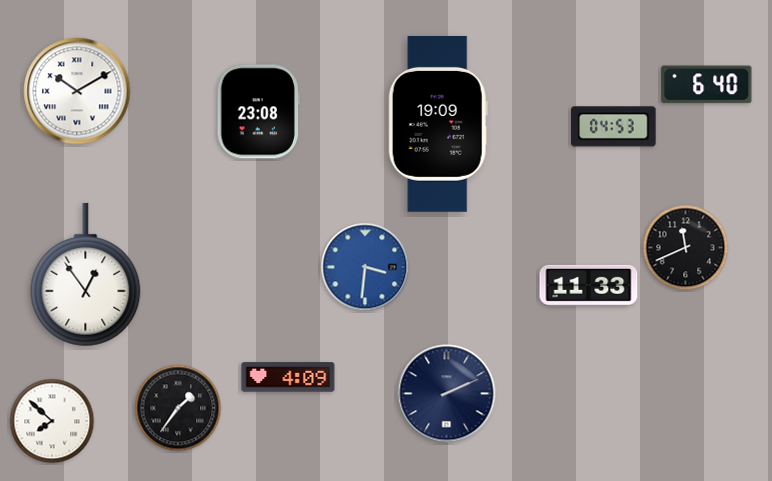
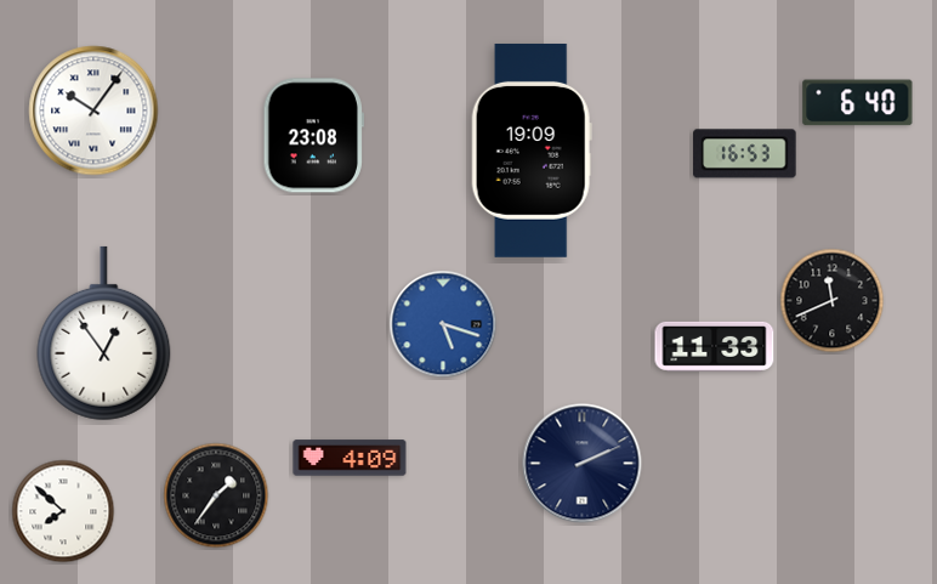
clock at (77, 91): 10:10 -> 10:06
clock at (614, 127): 04:53 -> 16:53
clock at (365, 267): 3:31 -> 5:18
clock at (447, 394) position: (447, 394) -> (583, 464)
